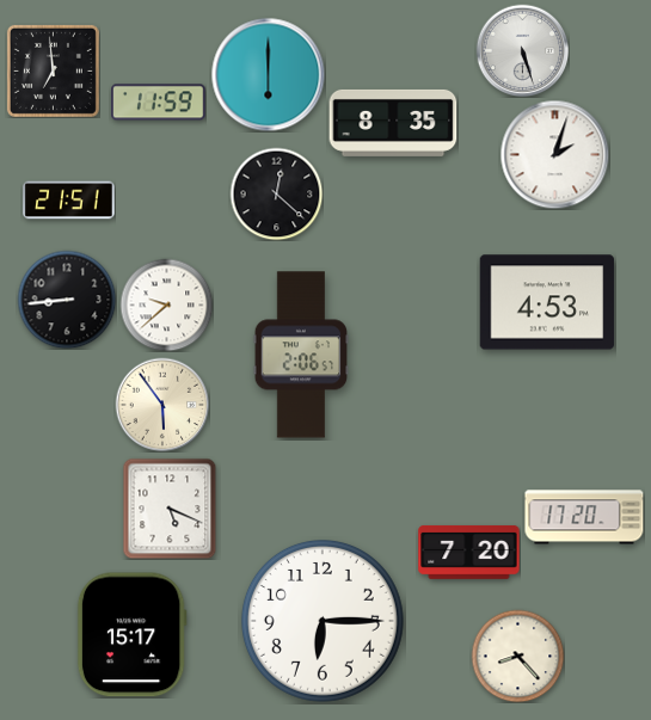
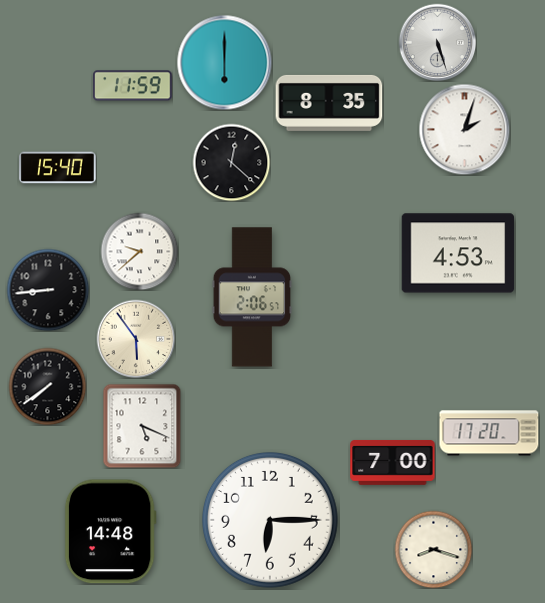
clock at (53, 70): 6:59 -> none
clock at (69, 201): 21:51 -> 15:40
clock at (67, 300) position: (67, 300) -> (48, 290)
clock at (166, 304) position: (166, 304) -> (139, 251)
clock at (47, 386): none -> 7:39
clock at (469, 553): 7:20 -> 7:00
clock at (131, 635): 15:17 -> 14:48
clock at (517, 656): 8:23 -> 8:18
